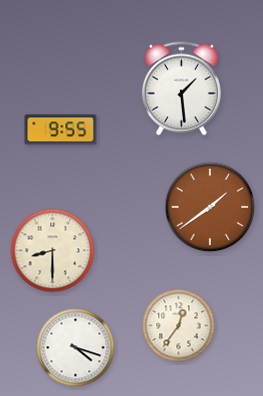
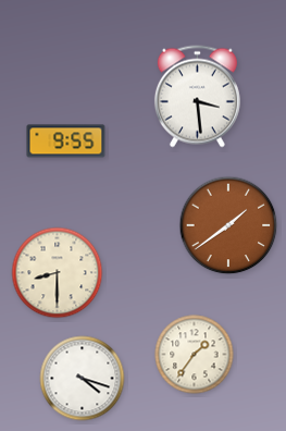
clock at (181, 89): 1:29 -> 3:29
clock at (179, 326): 12:36 -> 1:36
